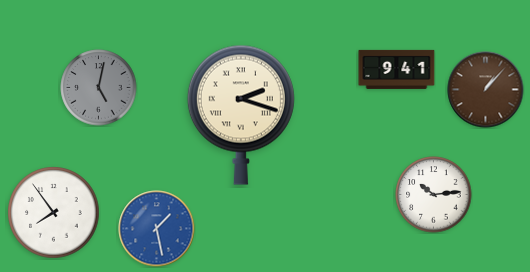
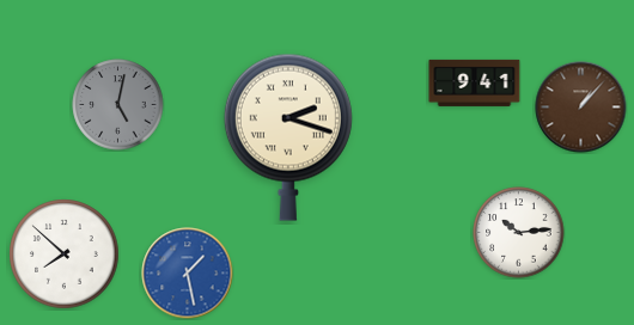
clock at (54, 213): 7:54 -> 7:52
